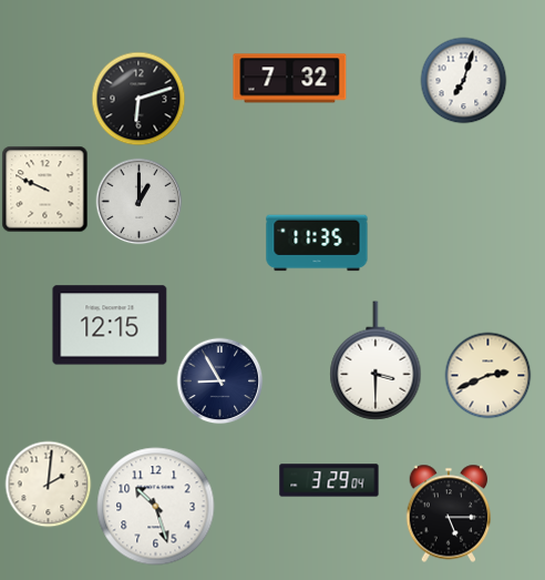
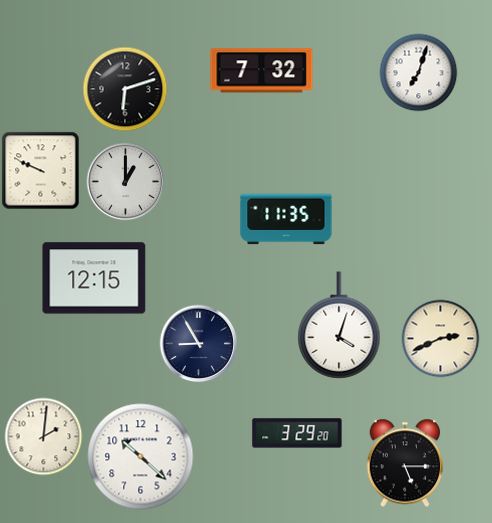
clock at (110, 325) position: (110, 325) -> (94, 278)
clock at (376, 360): 3:30 -> 4:03
clock at (329, 480): 3:29:04 -> 3:29:20
clock at (156, 507): 10:27 -> 10:22
